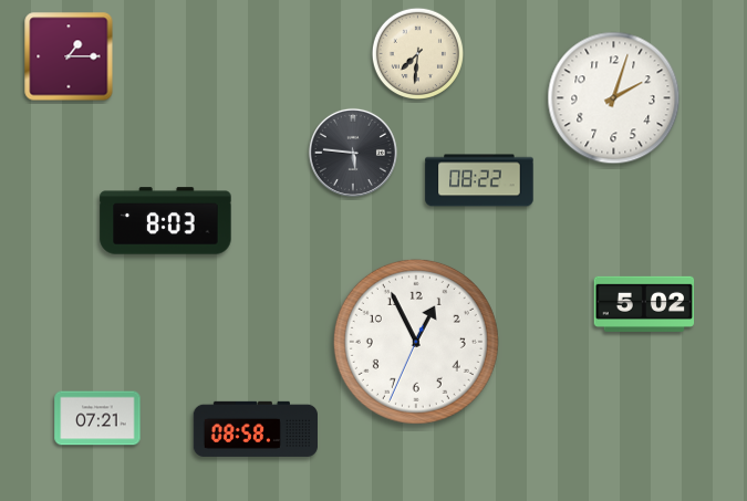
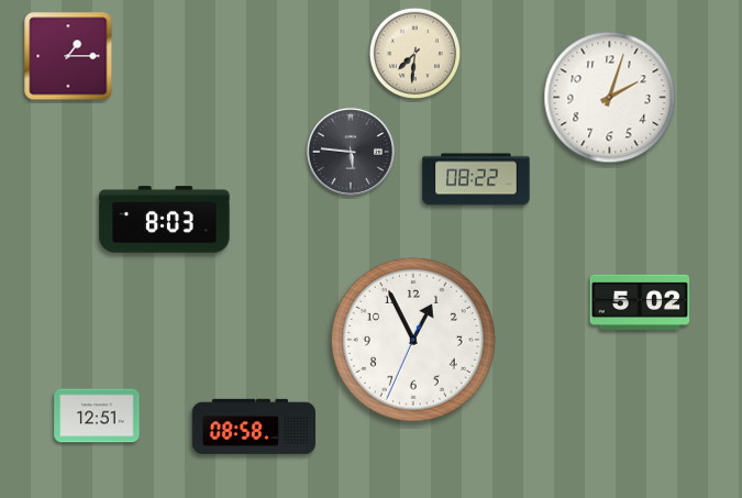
clock at (97, 418): 07:21 -> 12:51
